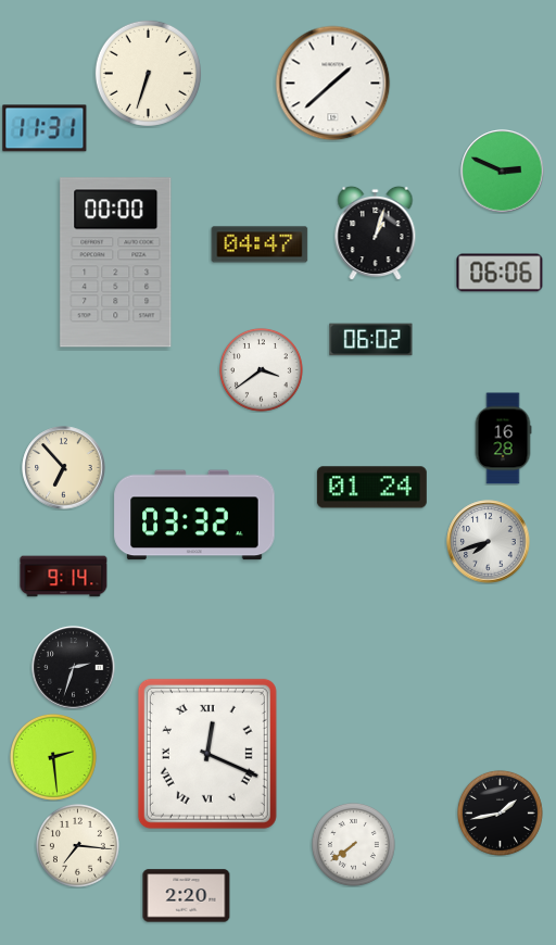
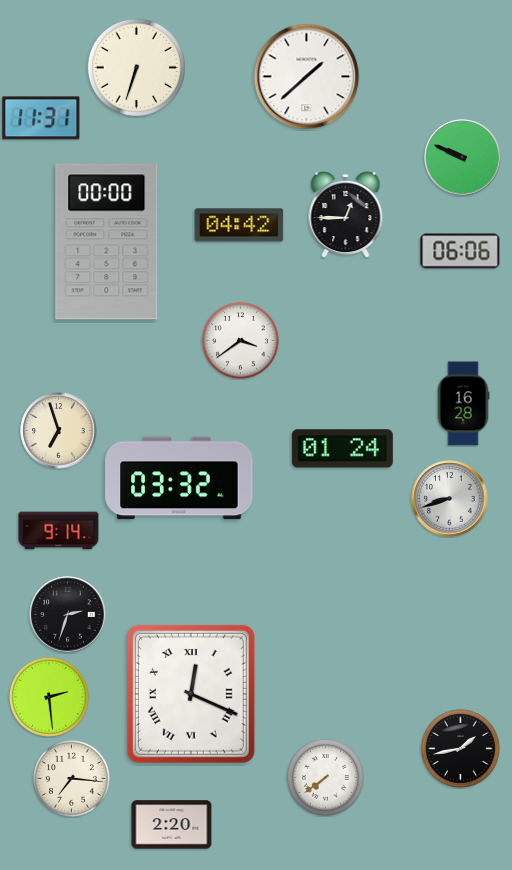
clock at (503, 172): 2:49 -> 9:49
clock at (376, 232): 1:03 -> 12:45
clock at (260, 244): 04:47 -> 04:42
clock at (371, 340): 06:02 -> none
clock at (64, 468): 6:53 -> 6:57
clock at (194, 515) position: (194, 515) -> (179, 478)
clock at (489, 542): 7:42 -> 8:42
